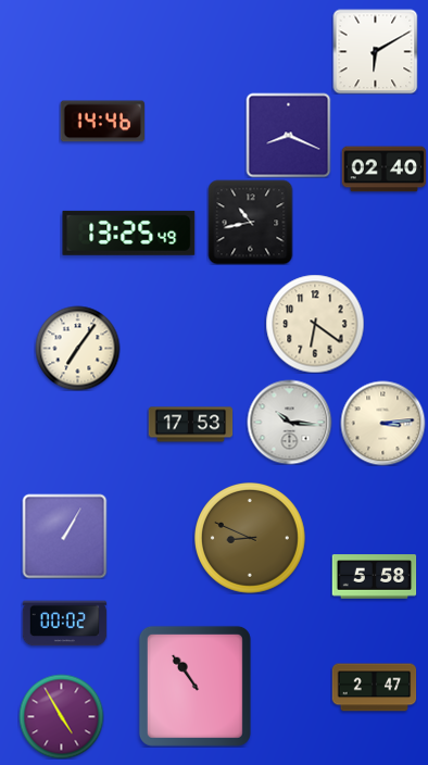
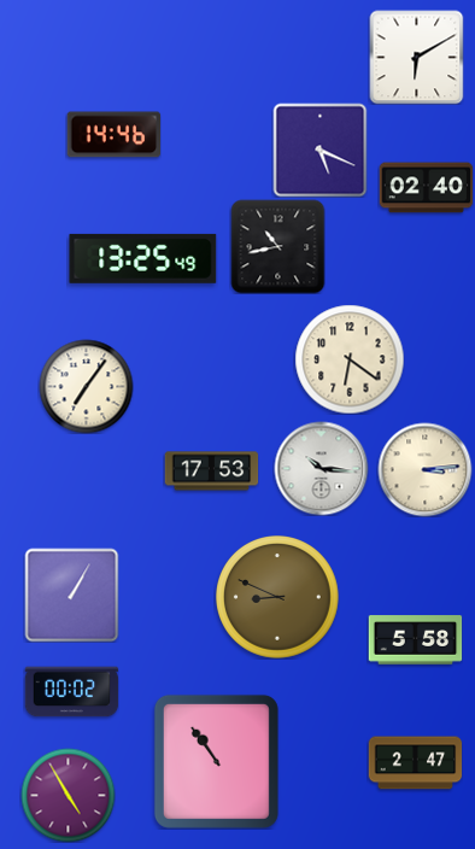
clock at (288, 135): 8:19 -> 5:19
